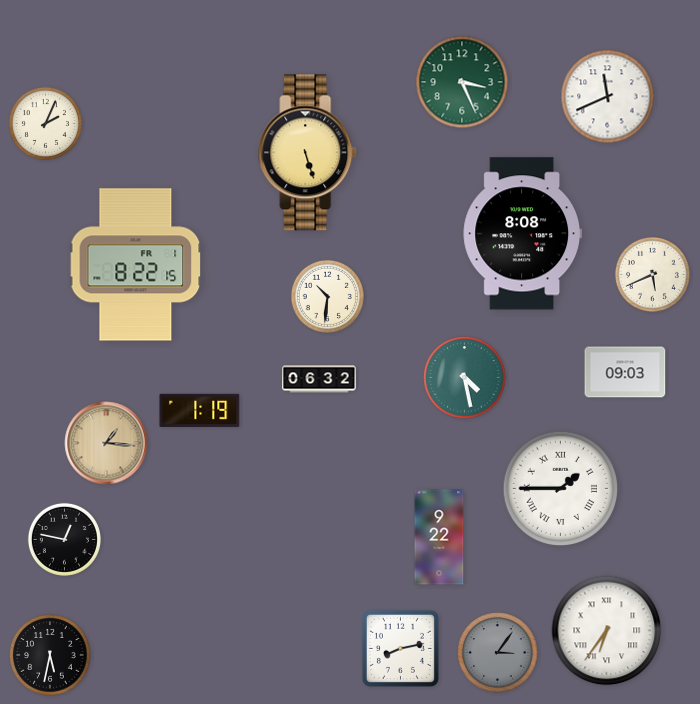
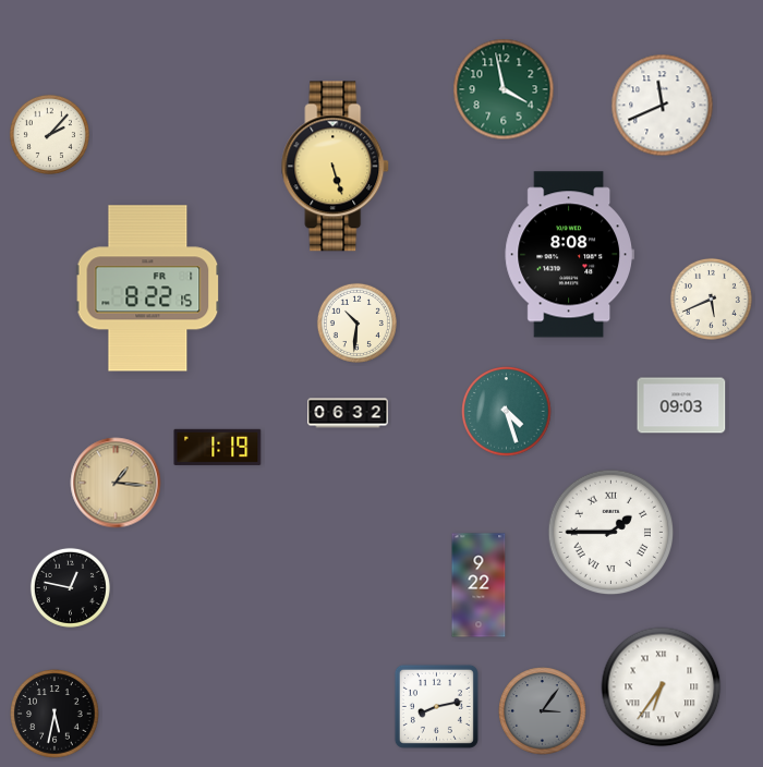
clock at (462, 82): 3:26 -> 3:58
clock at (45, 123): 2:04 -> 2:07
clock at (465, 378): 4:28 -> 4:27
